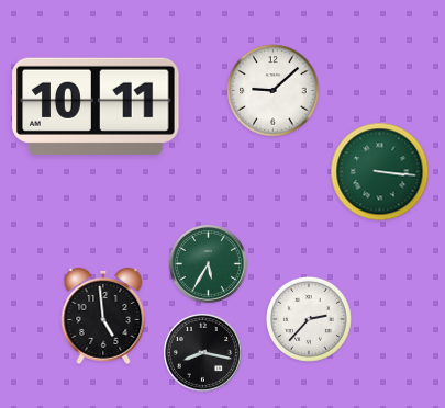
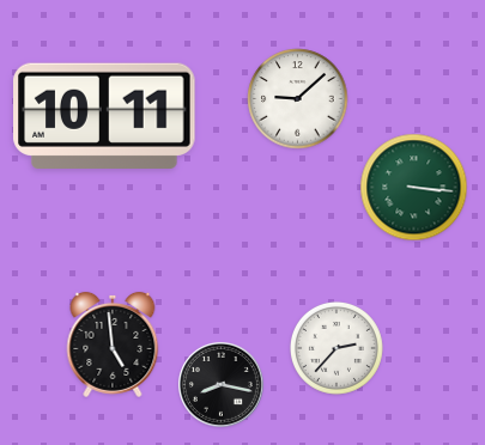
clock at (208, 263): 5:35 -> none
